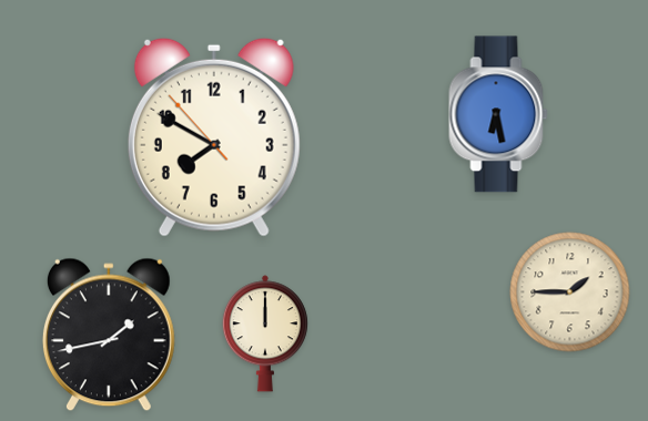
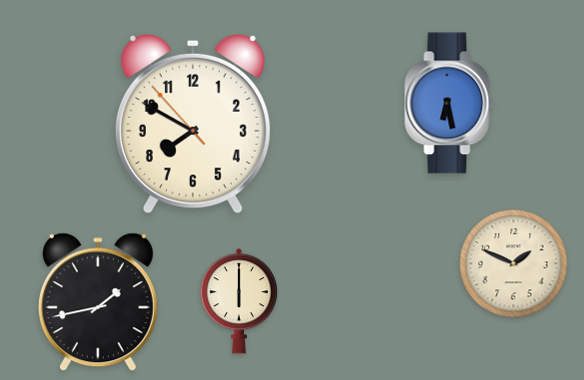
clock at (570, 292): 1:45 -> 1:49
clock at (265, 333): 12:00 -> 6:00
